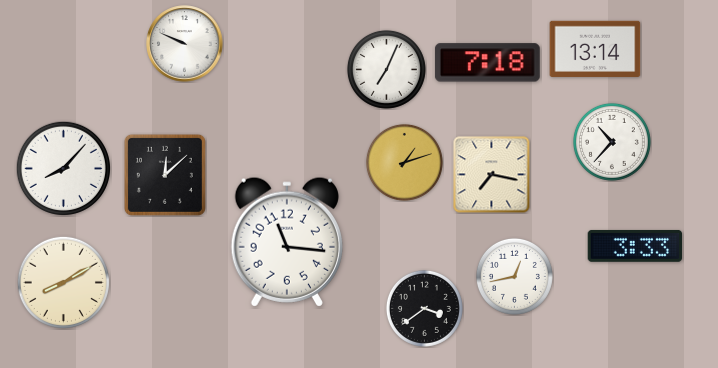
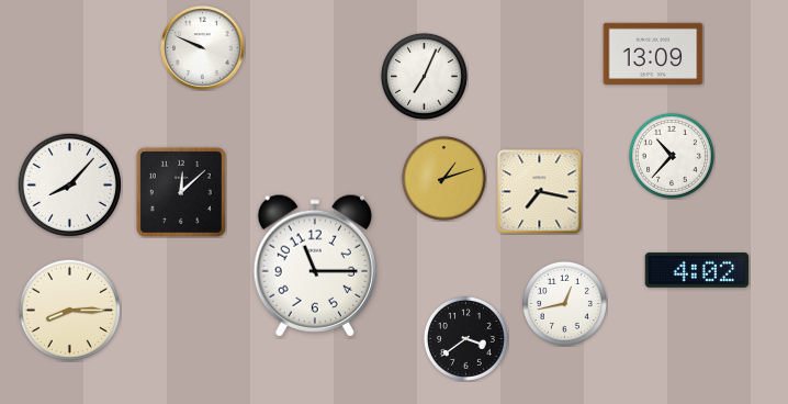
clock at (595, 49): 13:14 -> 13:09
clock at (487, 63): 7:18 -> none
clock at (287, 242): 11:16 -> 11:15
clock at (635, 246): 3:33 -> 4:02
clock at (63, 282): 8:10 -> 8:15
